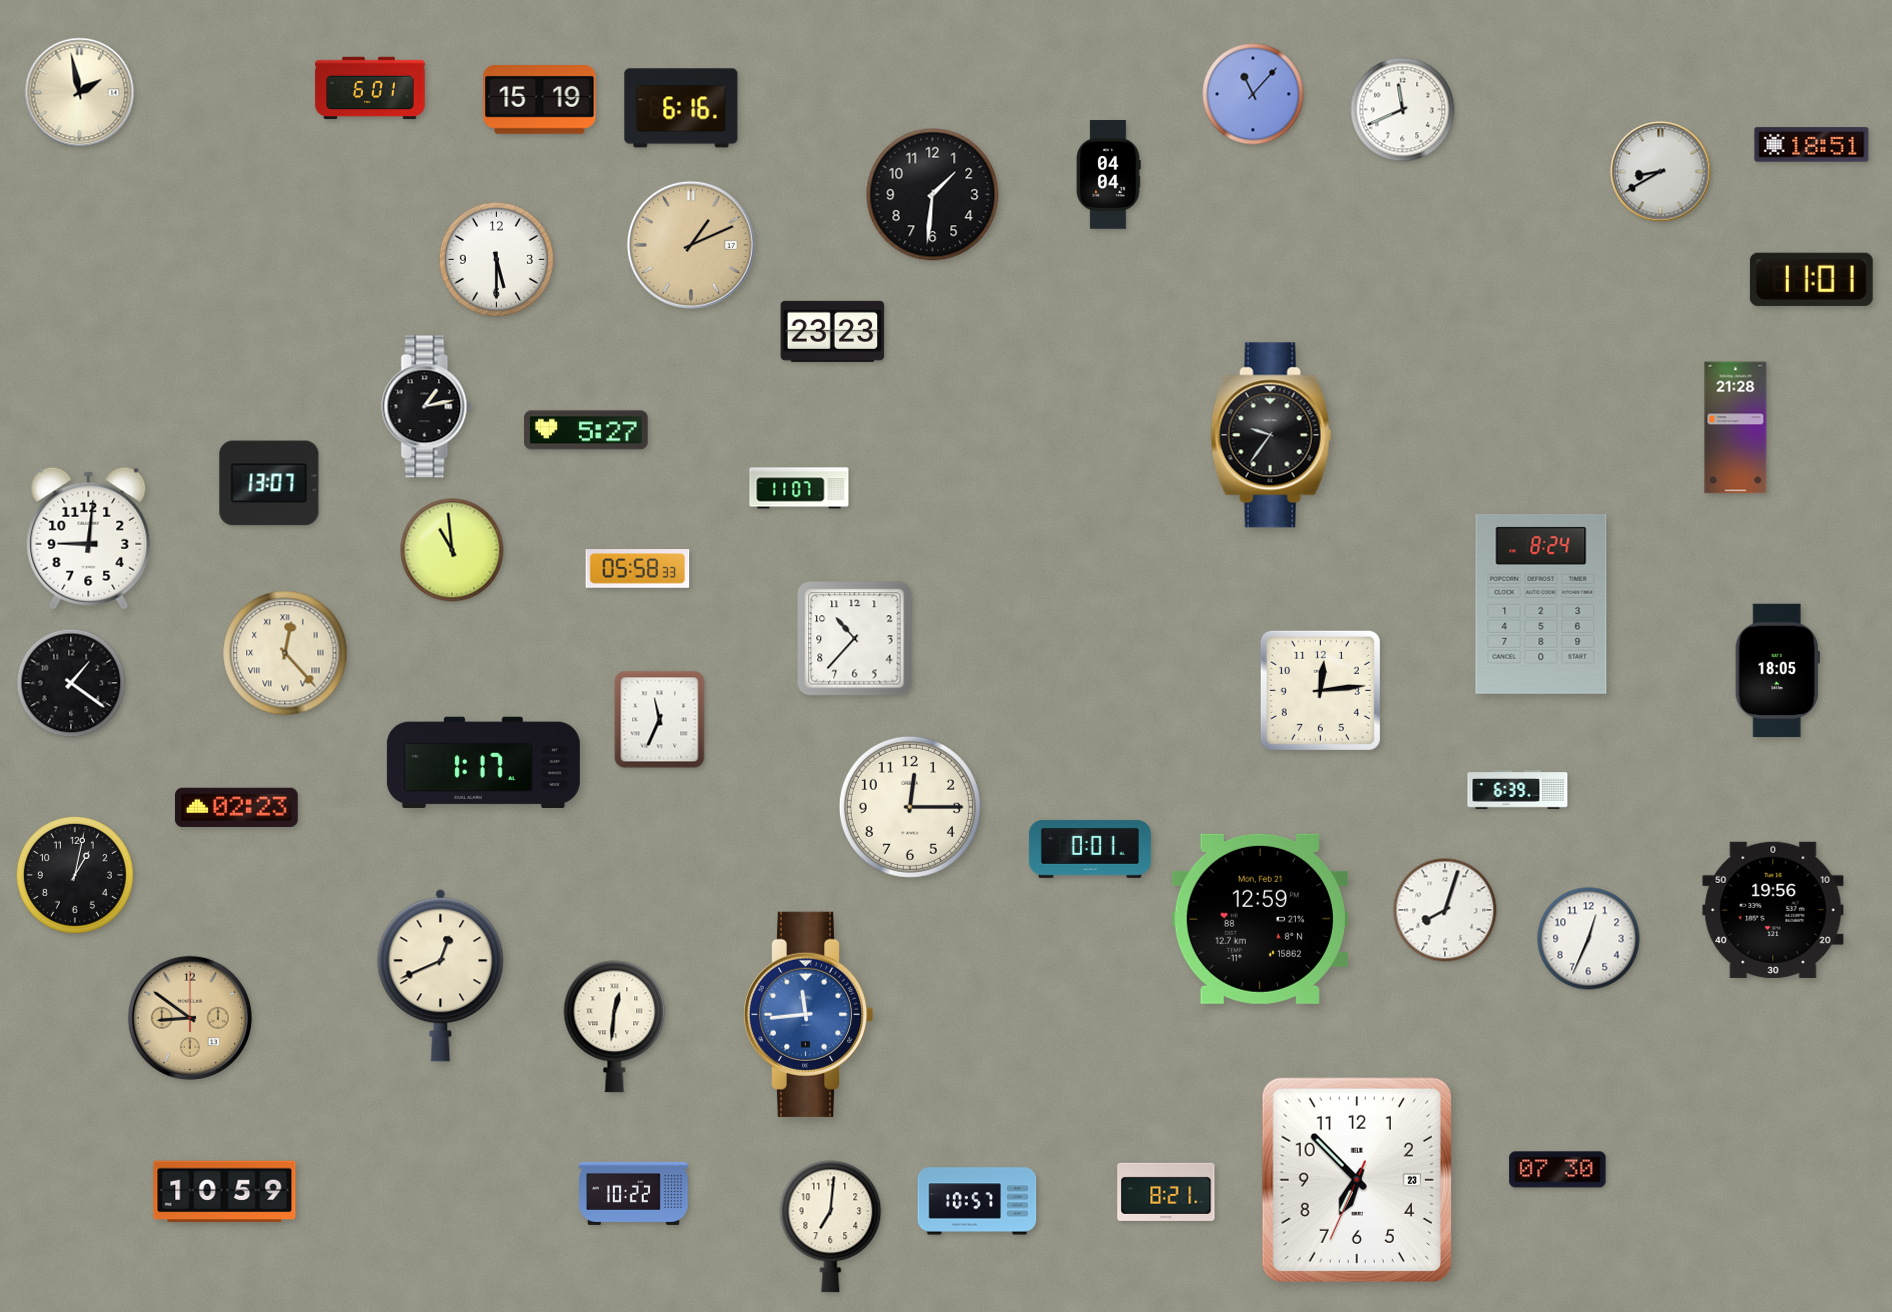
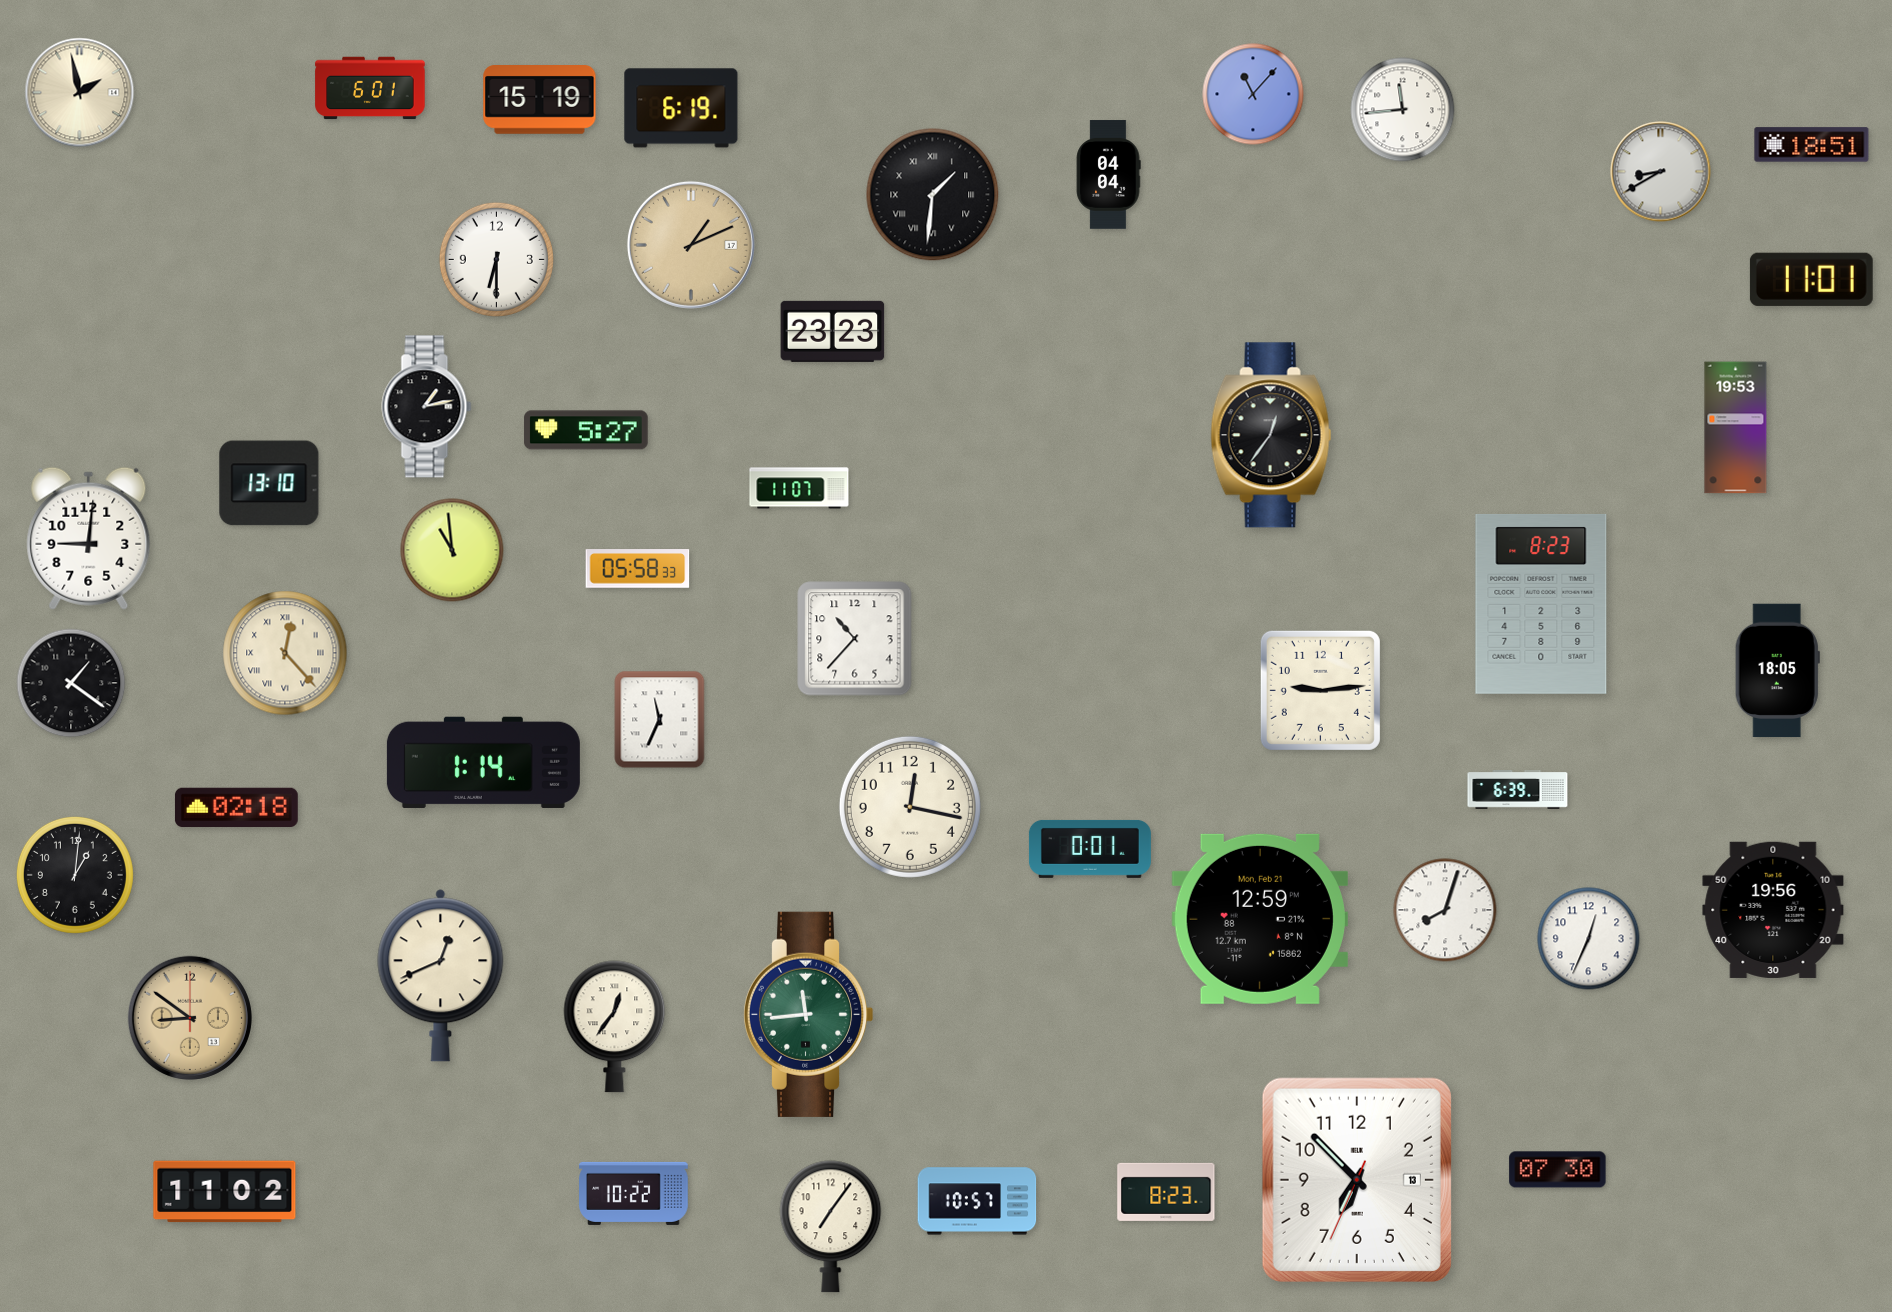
clock at (681, 108): 6:16 -> 6:19
clock at (1403, 110): 11:41 -> 11:44
clock at (933, 195) numerals: Arabic -> Roman
clock at (496, 259): 5:30 -> 6:30
clock at (1736, 428): 21:28 -> 19:53
clock at (1271, 435): 9:36 -> 12:36
clock at (269, 483): 13:07 -> 13:10
clock at (1541, 604): 8:24 -> 8:23
clock at (1320, 690): 12:14 -> 9:14
clock at (483, 762): 1:17 -> 1:14
clock at (910, 807): 12:15 -> 12:17
clock at (236, 808): 02:23 -> 02:18
clock at (75, 875): 1:02 -> 1:01
clock at (808, 1014) dial: blue -> green
clock at (615, 1027): 12:31 -> 12:36
clock at (1357, 1180) date: 23 -> 13
clock at (225, 1192): 10:59 -> 11:02
clock at (1166, 1192): 8:21 -> 8:23
clock at (831, 1227): 7:01 -> 7:06
